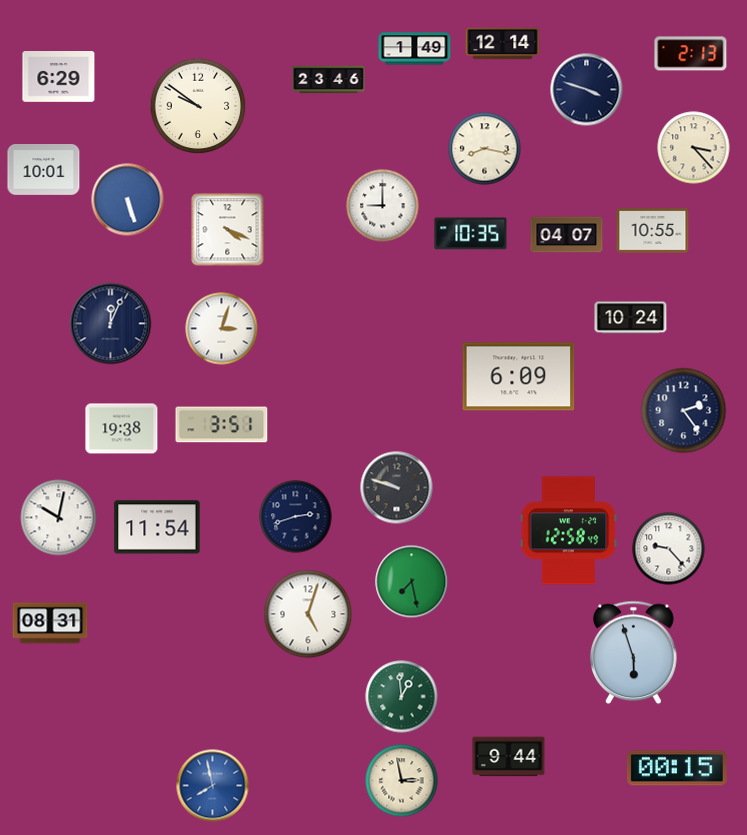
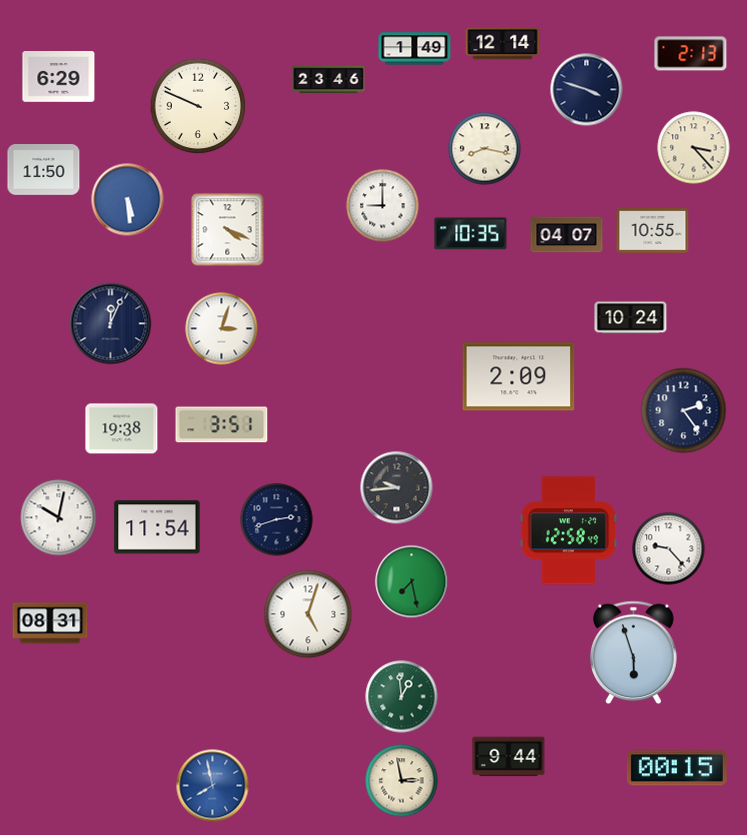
clock at (198, 106): 9:51 -> 9:49
clock at (44, 170): 10:01 -> 11:50
clock at (128, 200): 5:27 -> 5:29
clock at (519, 377): 6:09 -> 2:09
clock at (397, 488): 9:48 -> 9:44
clock at (296, 517) position: (296, 517) -> (277, 520)
